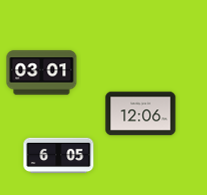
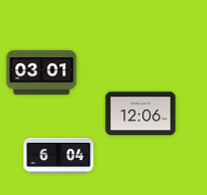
clock at (59, 156): 6:05 -> 6:04
